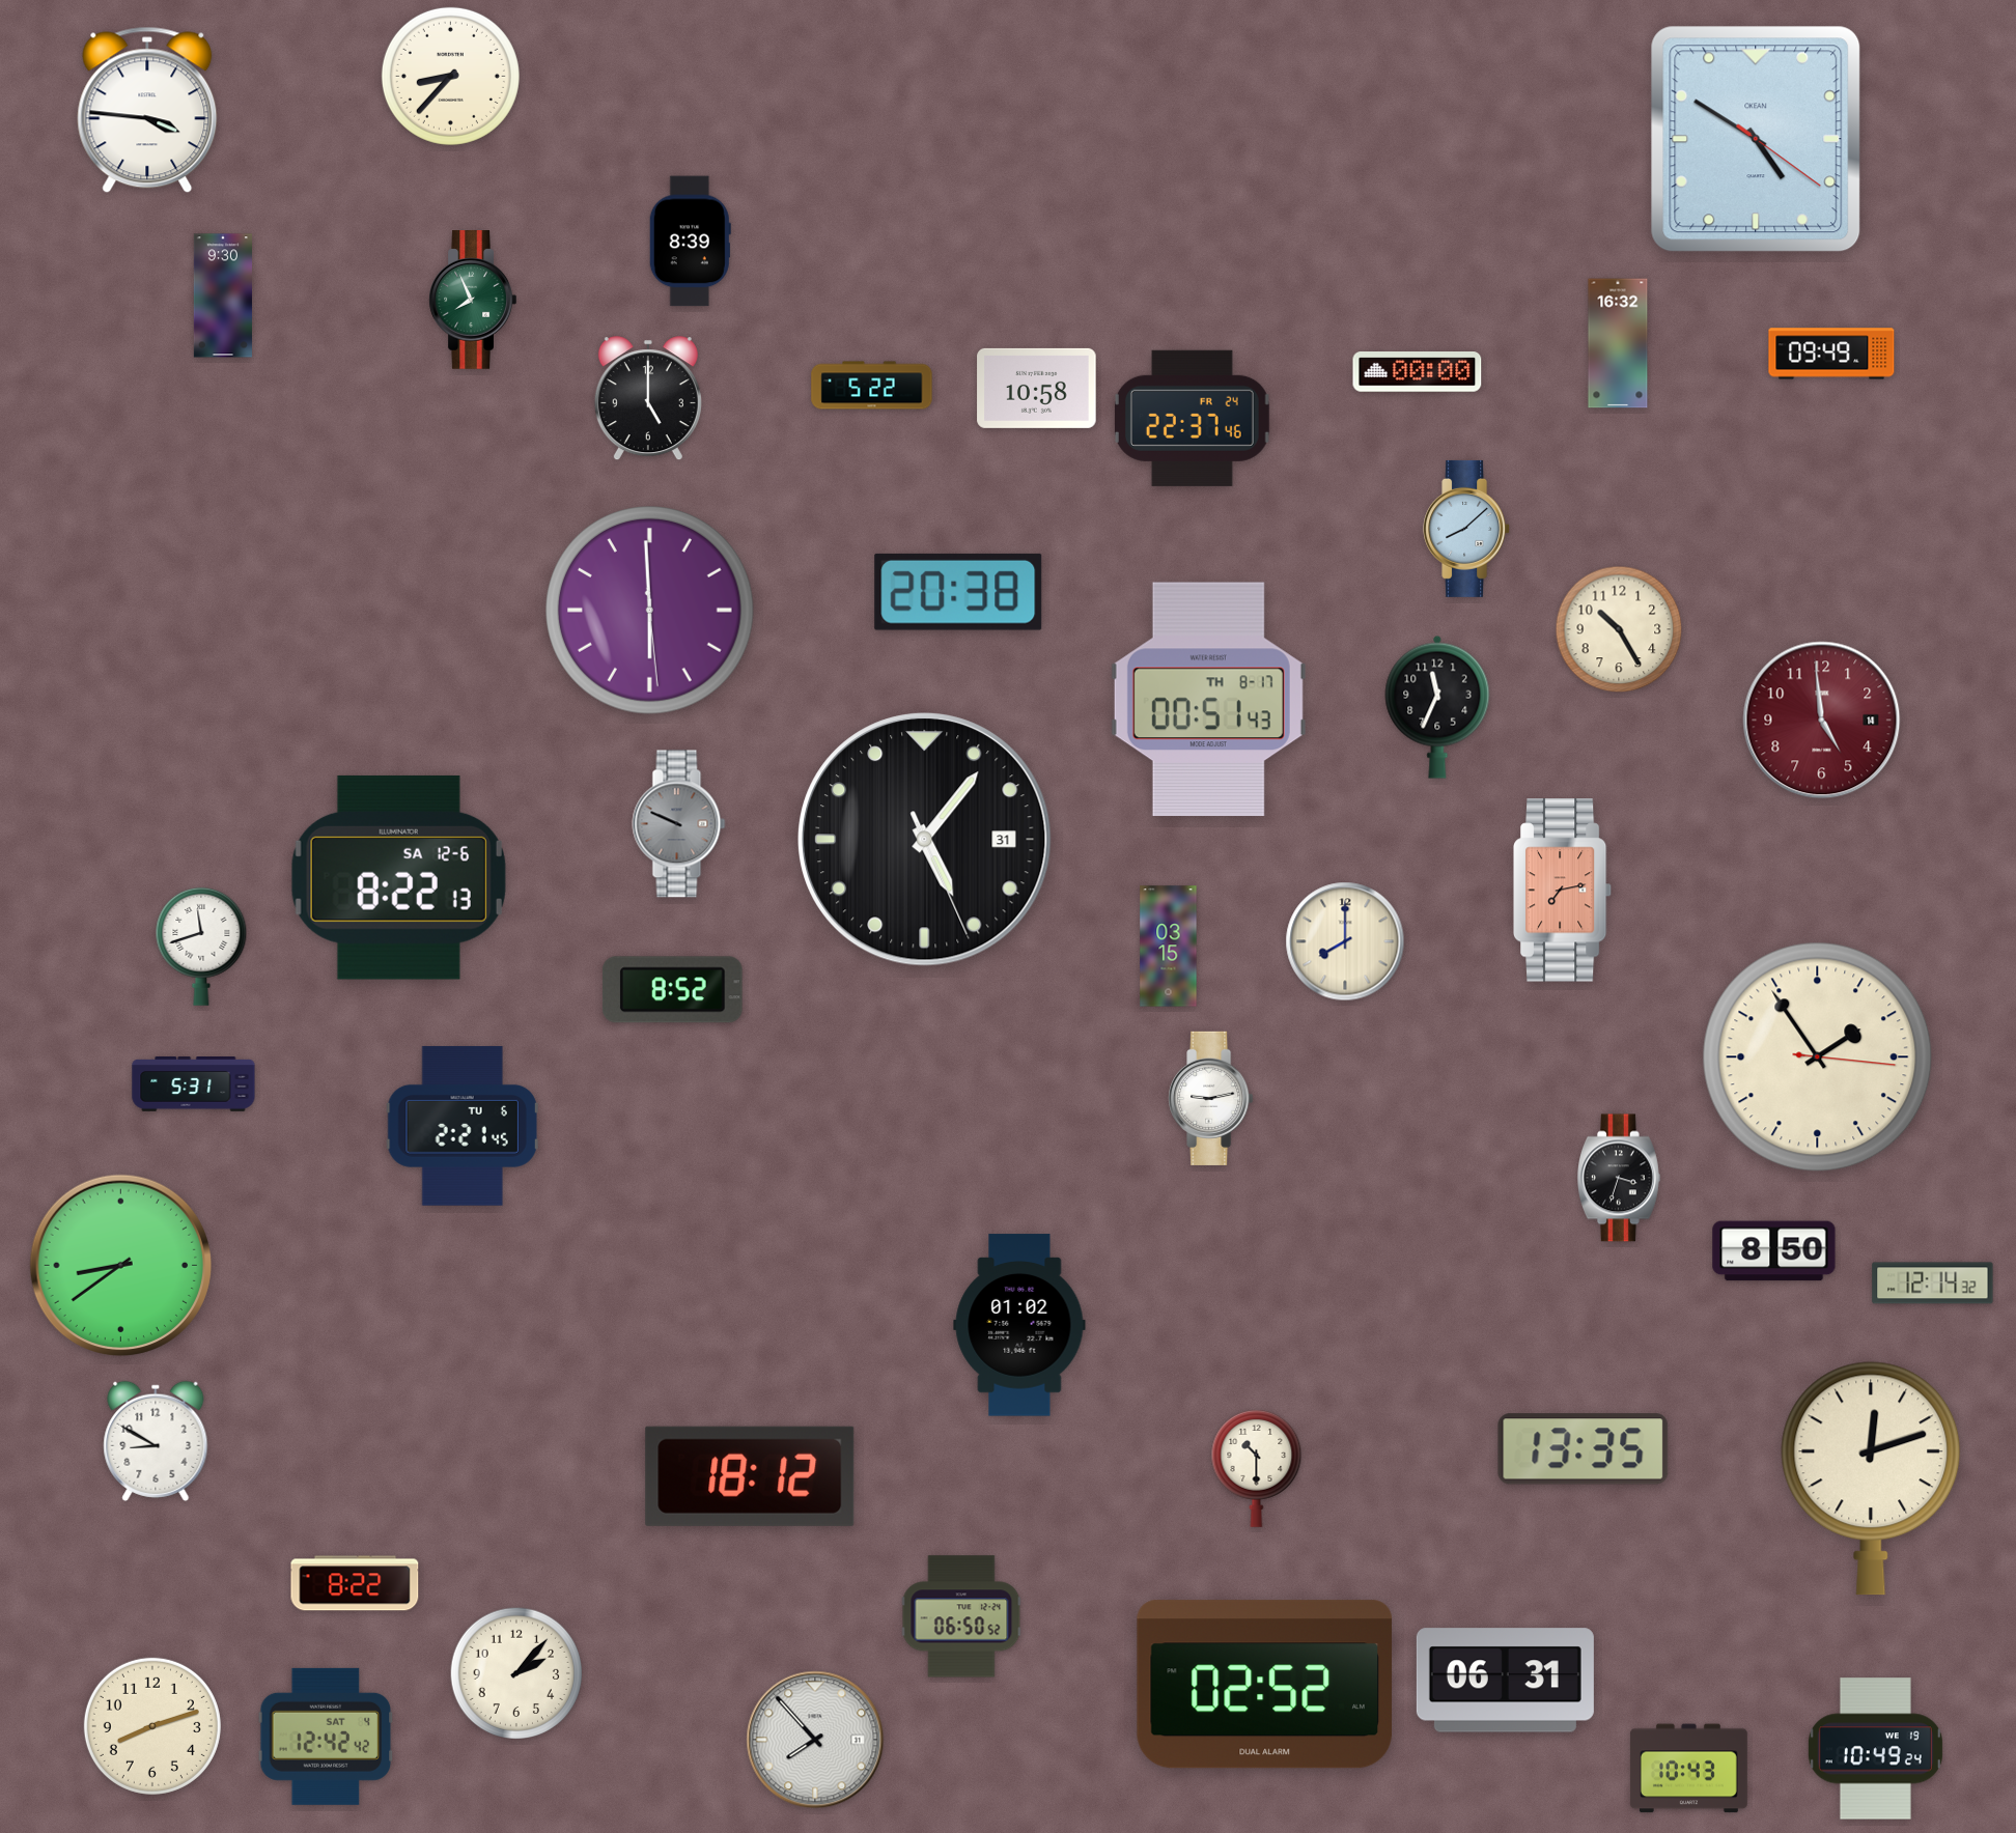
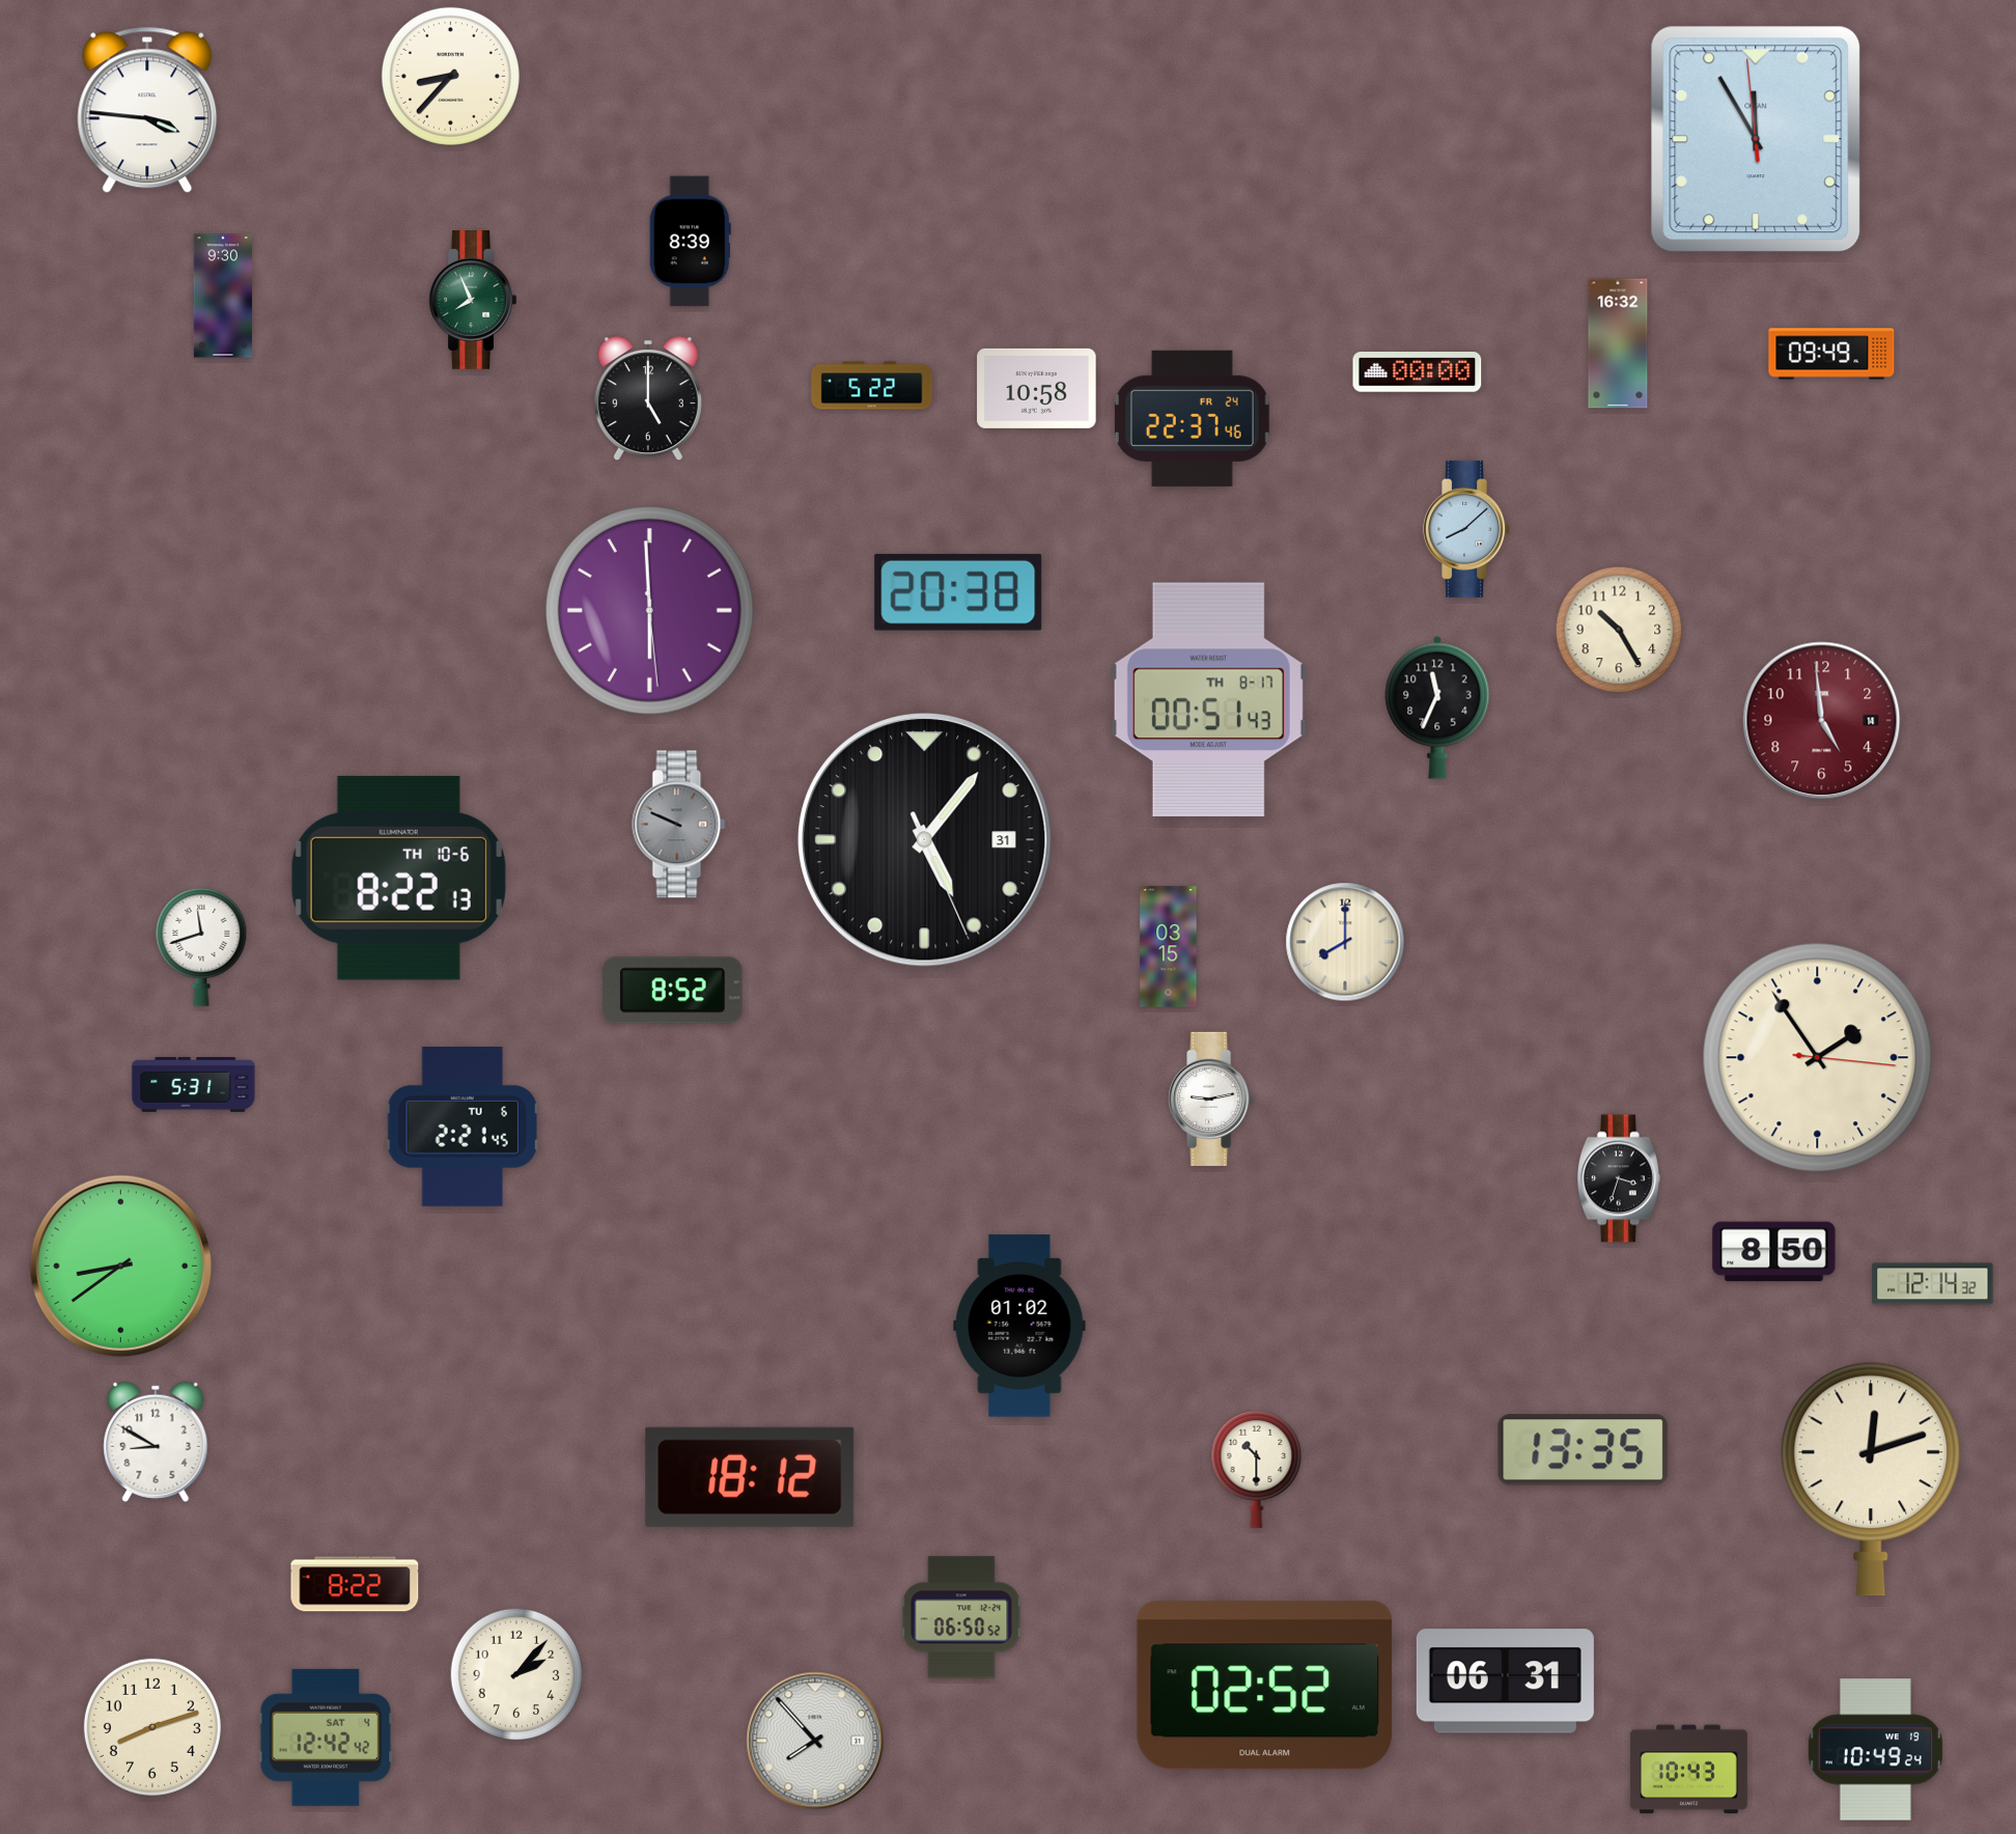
clock at (1756, 139): 4:50 -> 11:54
clock at (398, 877) date: SA 12-6 -> TH 10-6
clock at (1563, 891): 7:13 -> none
